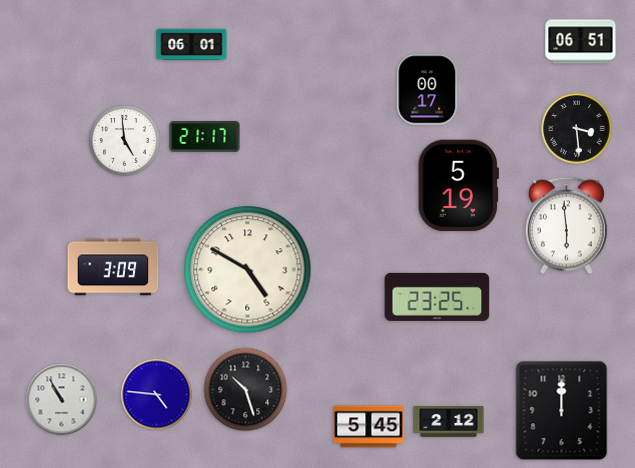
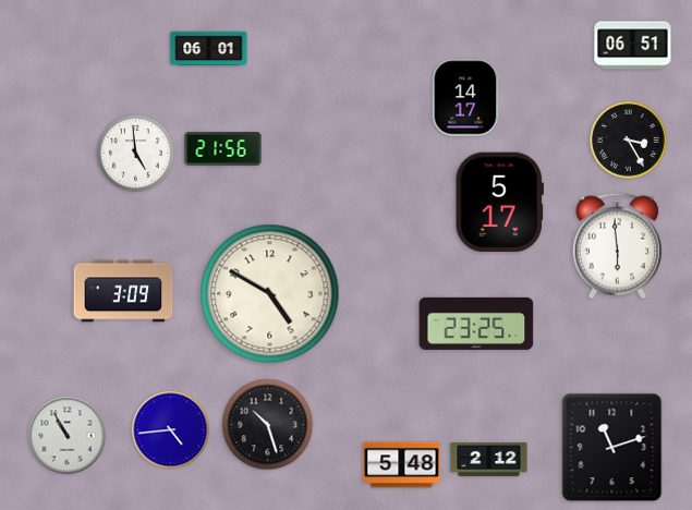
clock at (428, 90): 00:17 -> 14:17
clock at (577, 129): 3:29 -> 3:25
clock at (205, 136): 21:17 -> 21:56
clock at (458, 186): 5:19 -> 5:17
clock at (157, 395): 4:46 -> 4:44
clock at (562, 411): 12:00 -> 11:12
clock at (369, 427): 5:45 -> 5:48
